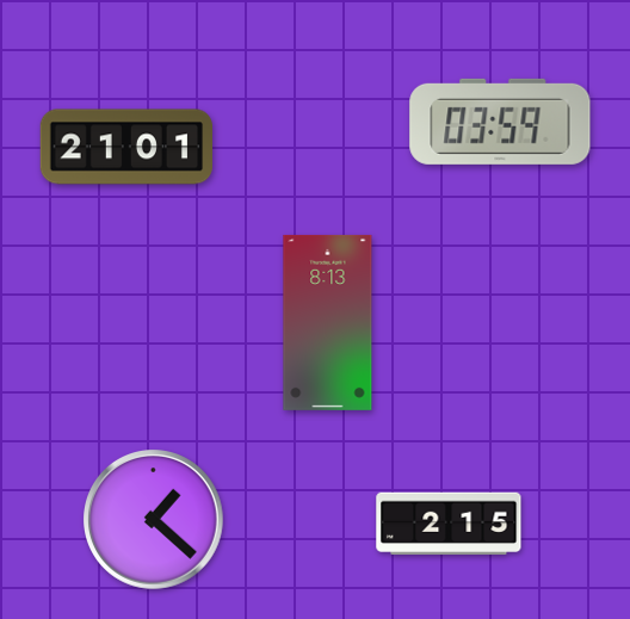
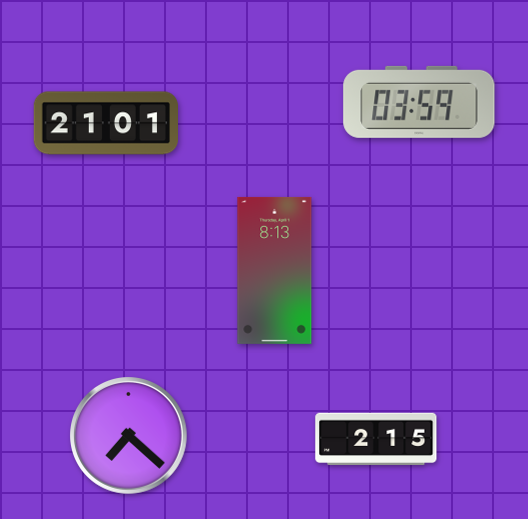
clock at (154, 520): 1:22 -> 7:22
